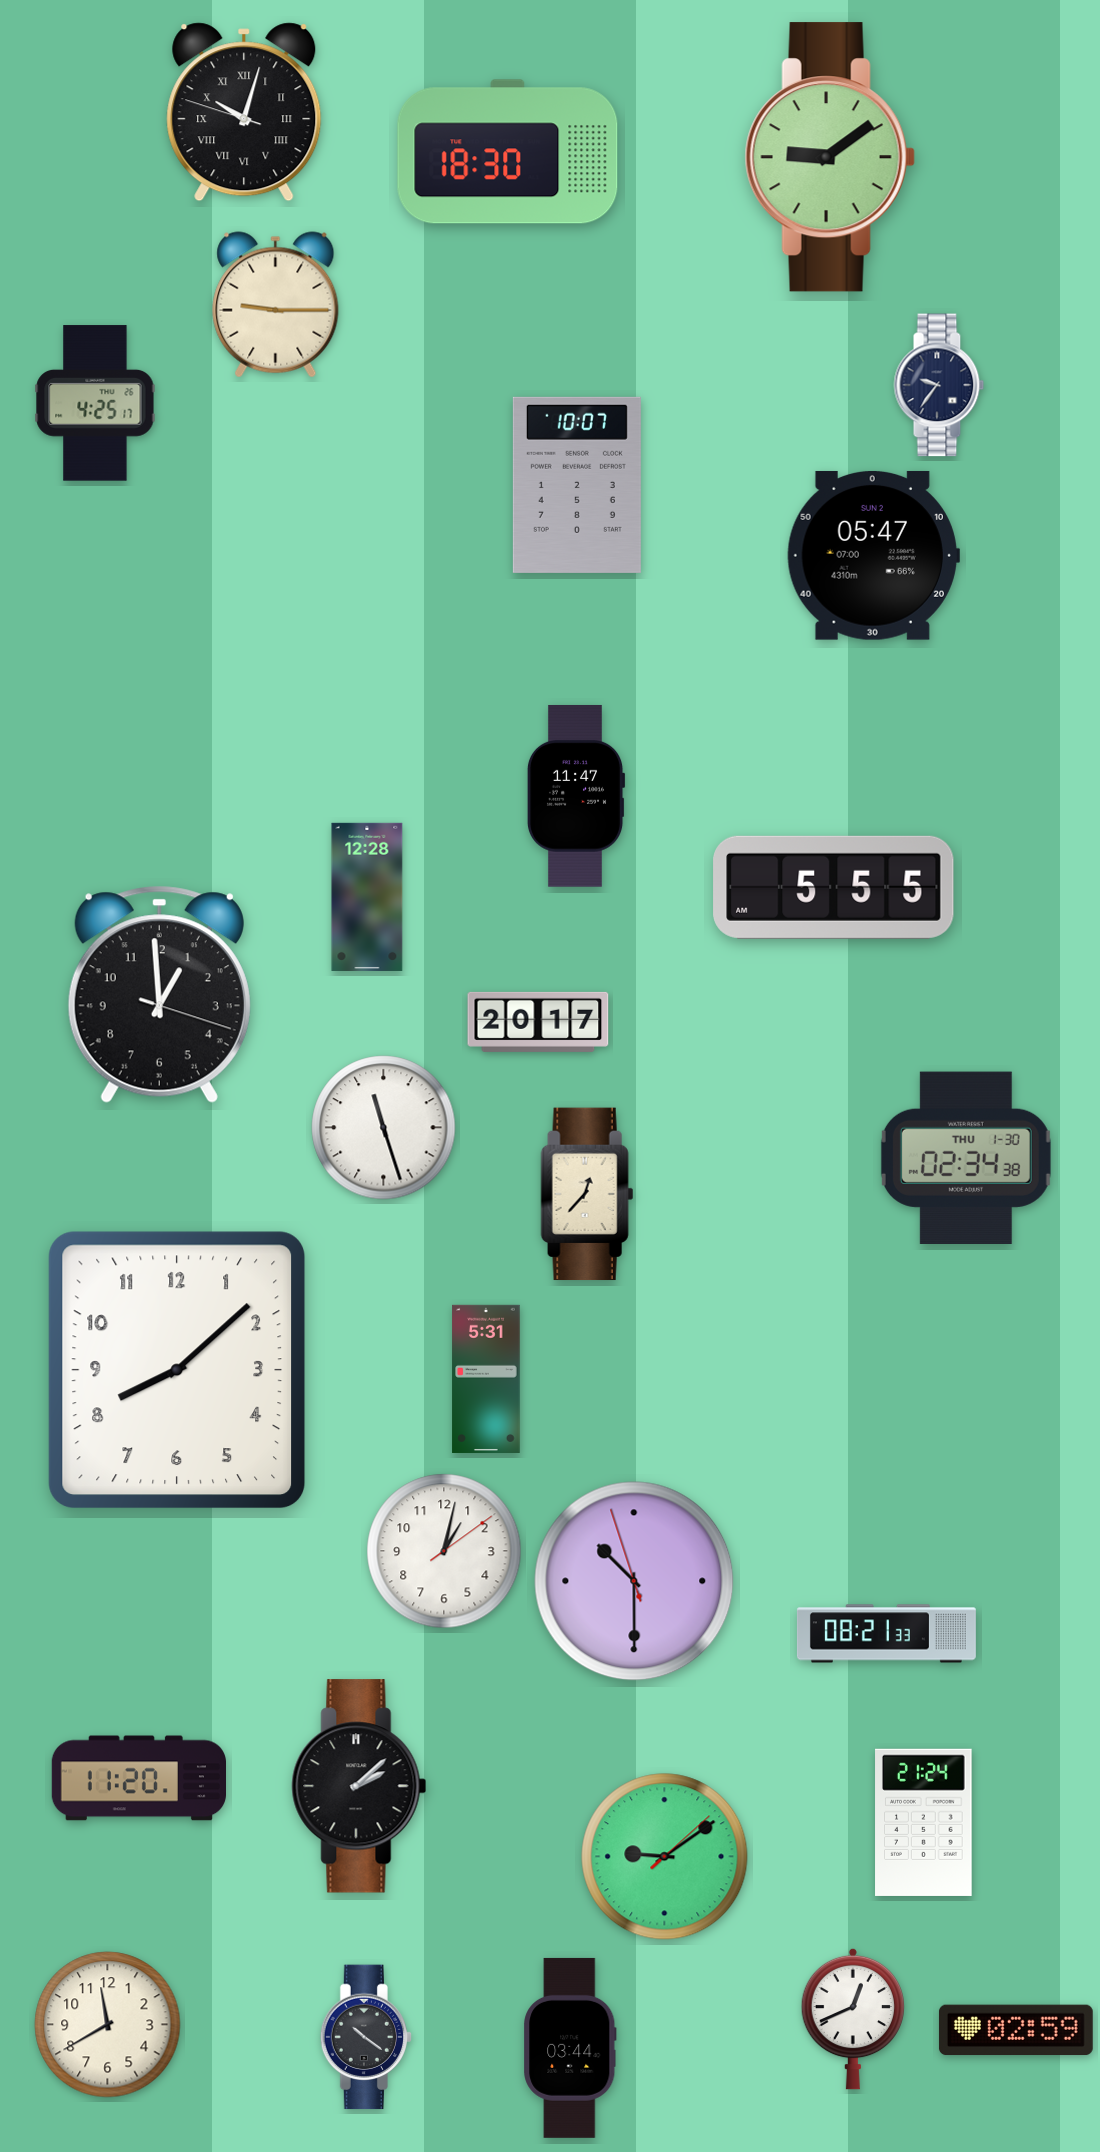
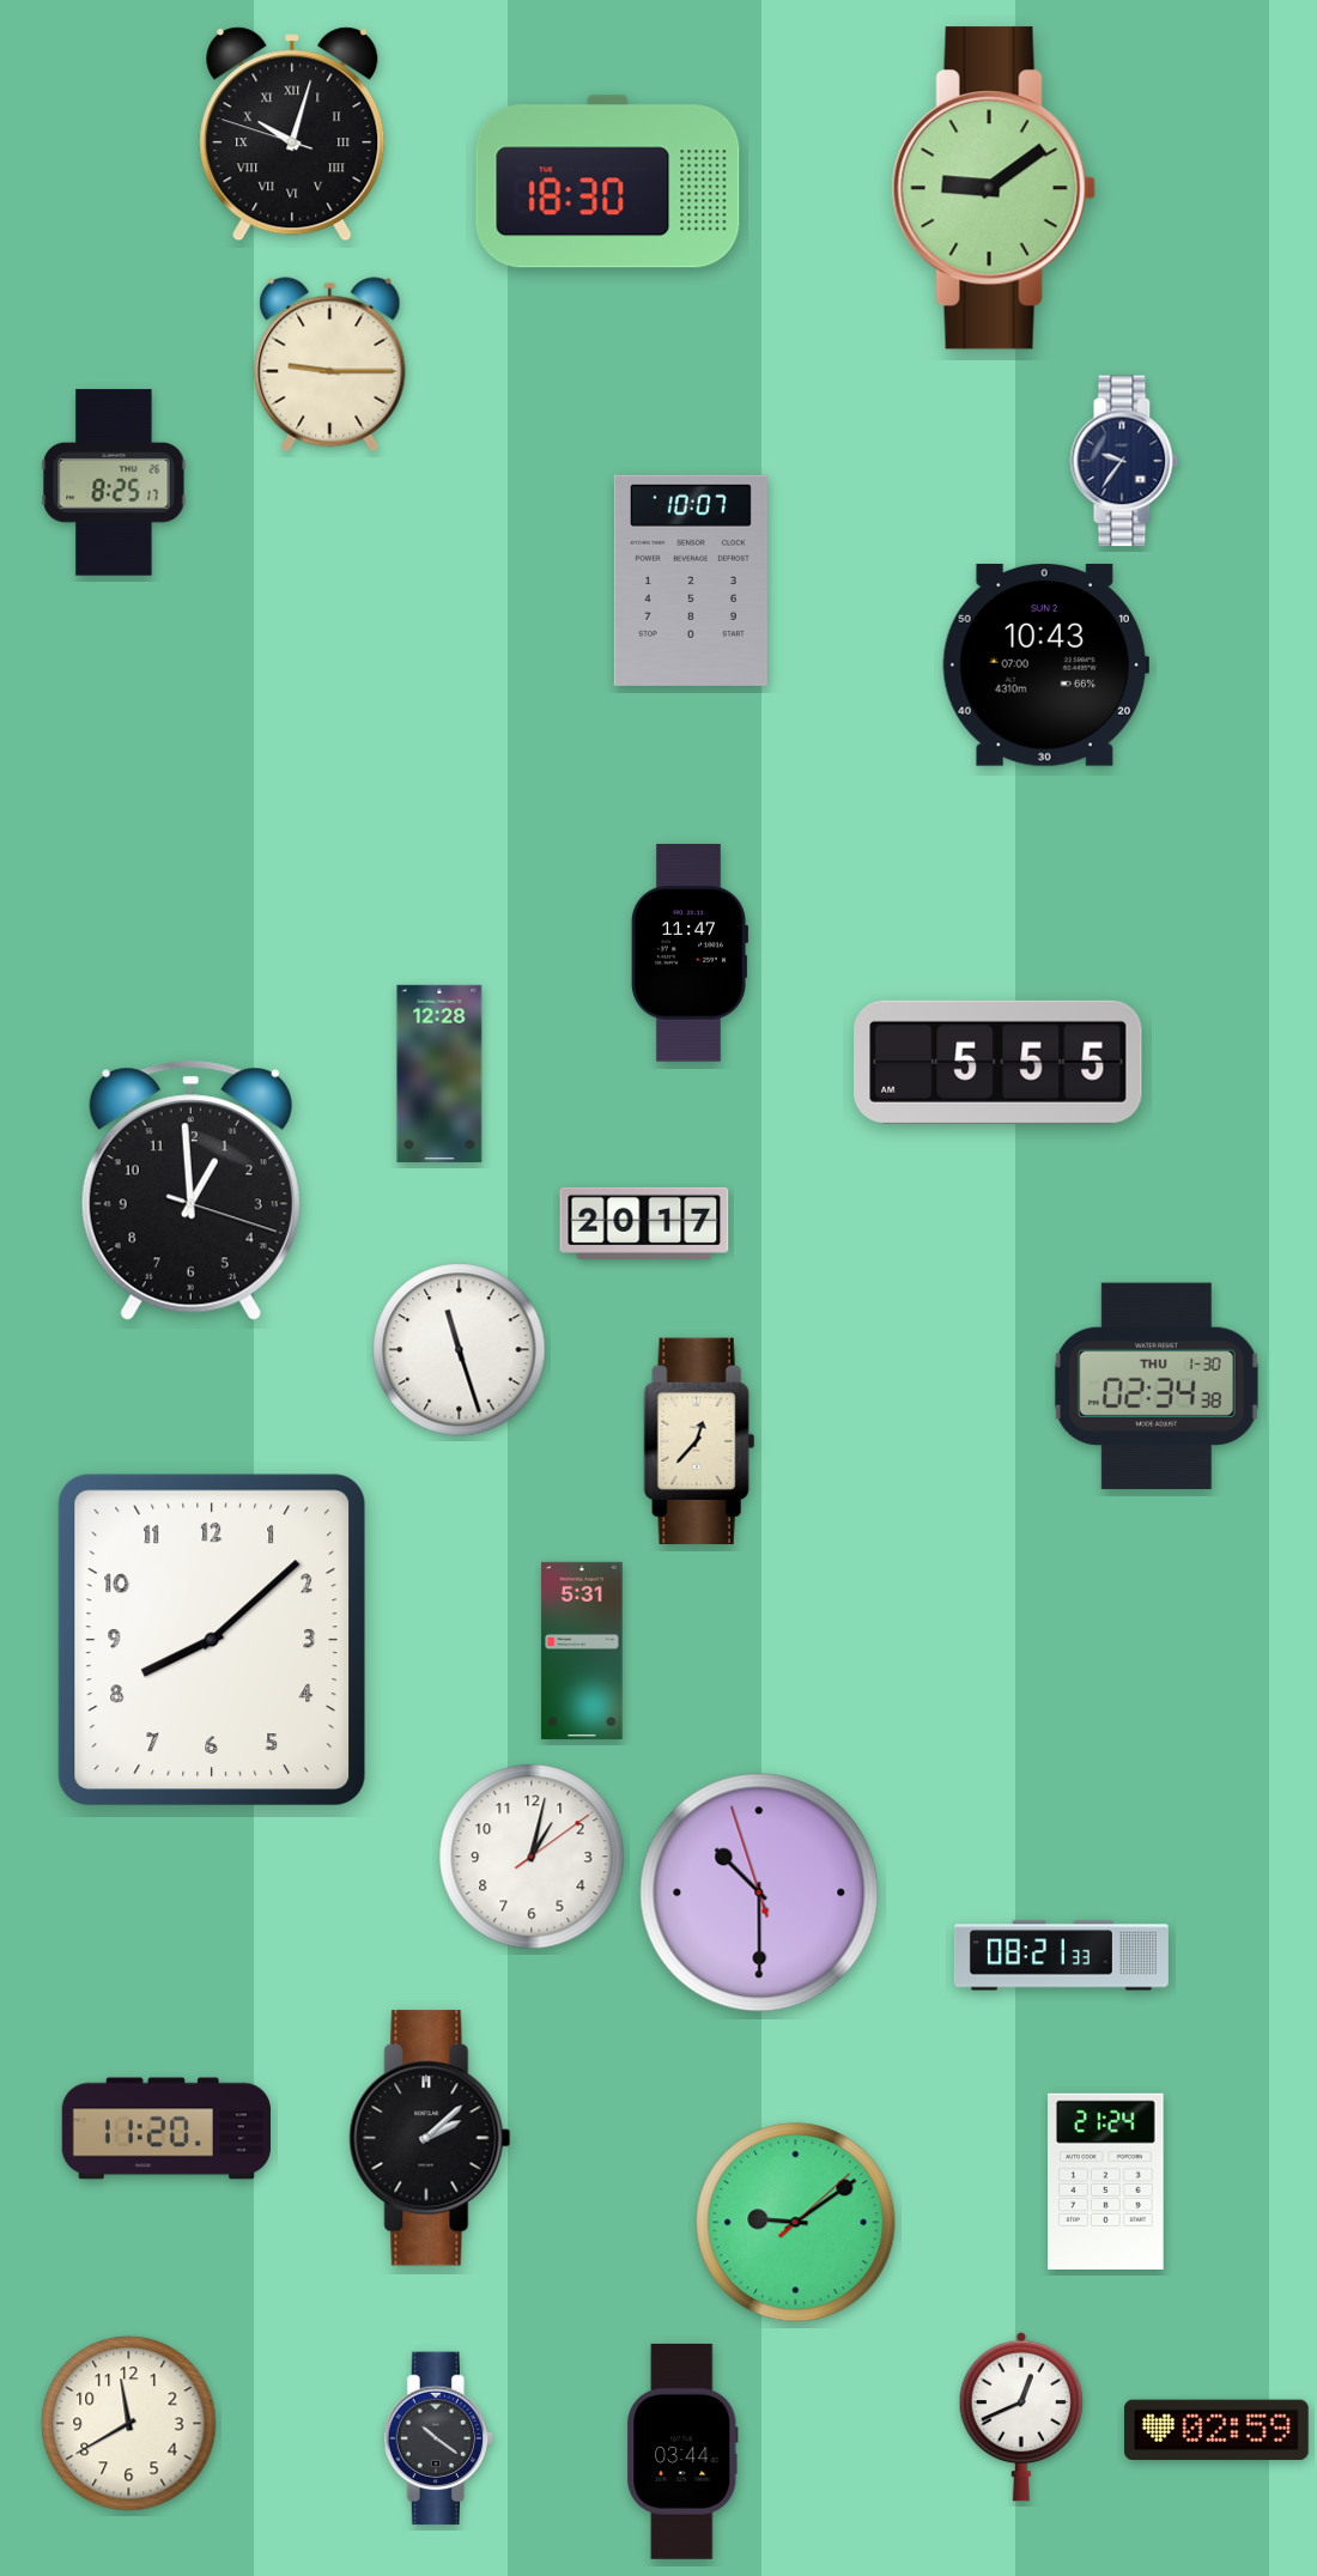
clock at (95, 403): 4:25 -> 8:25
clock at (873, 555): 05:47 -> 10:43
clock at (587, 1194) position: (587, 1194) -> (699, 1441)
